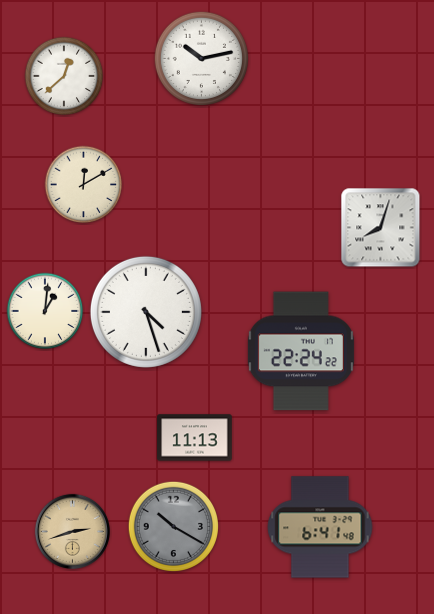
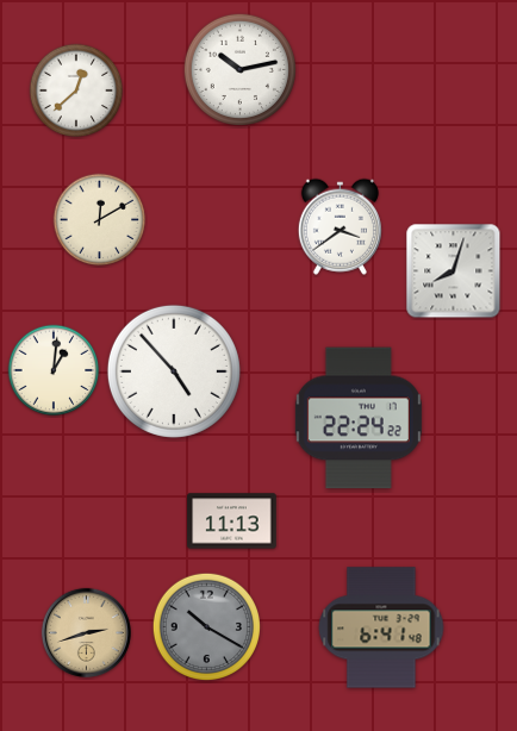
clock at (340, 226): none -> 3:39
clock at (146, 312): 4:27 -> 4:53
